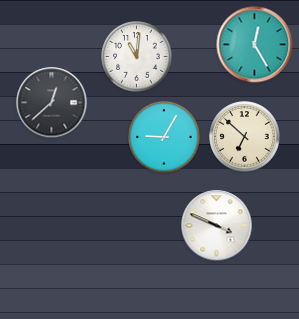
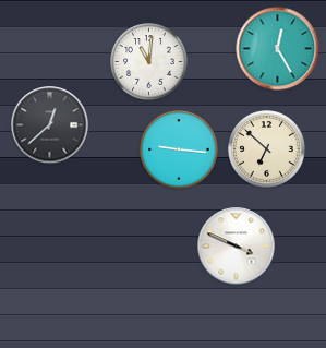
clock at (52, 103) position: (52, 103) -> (50, 125)
clock at (164, 137): 9:05 -> 9:16
